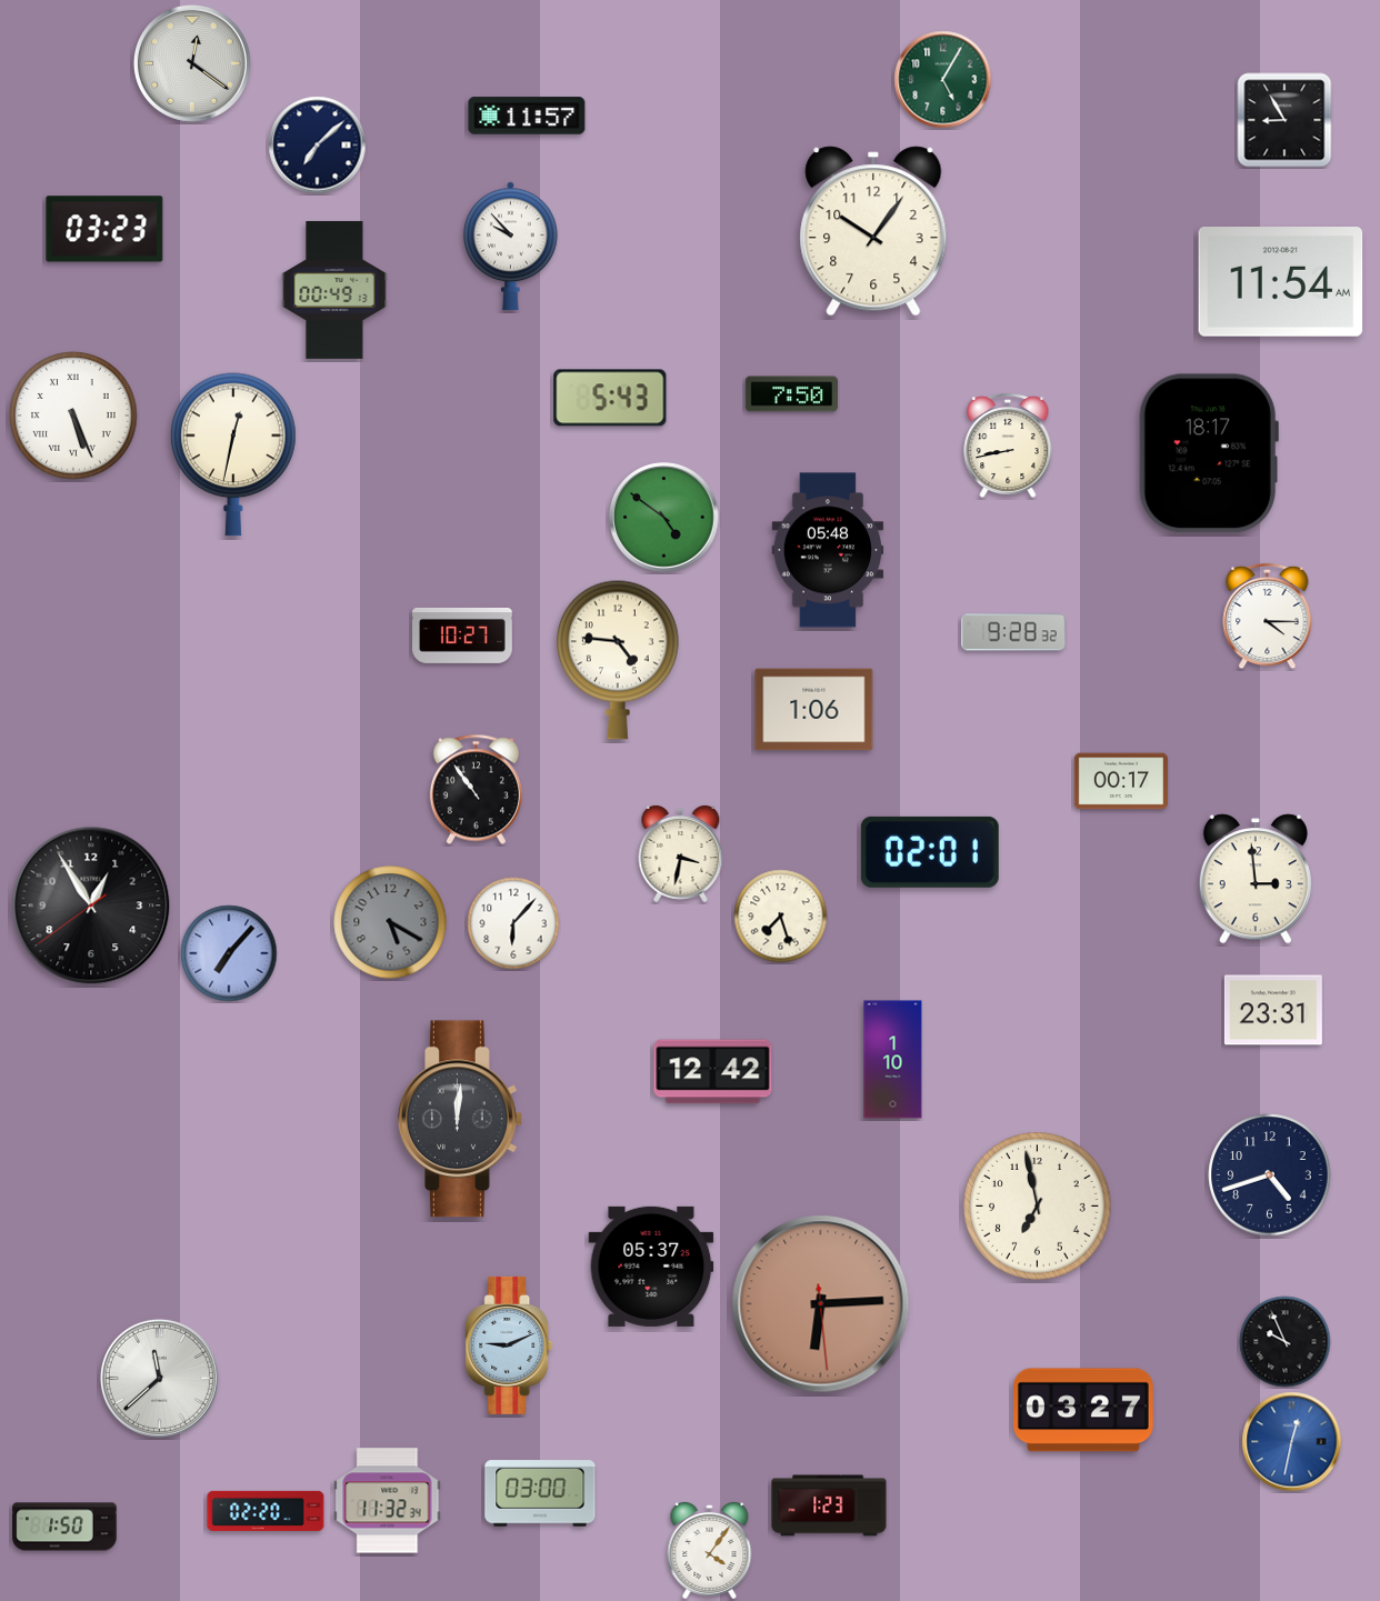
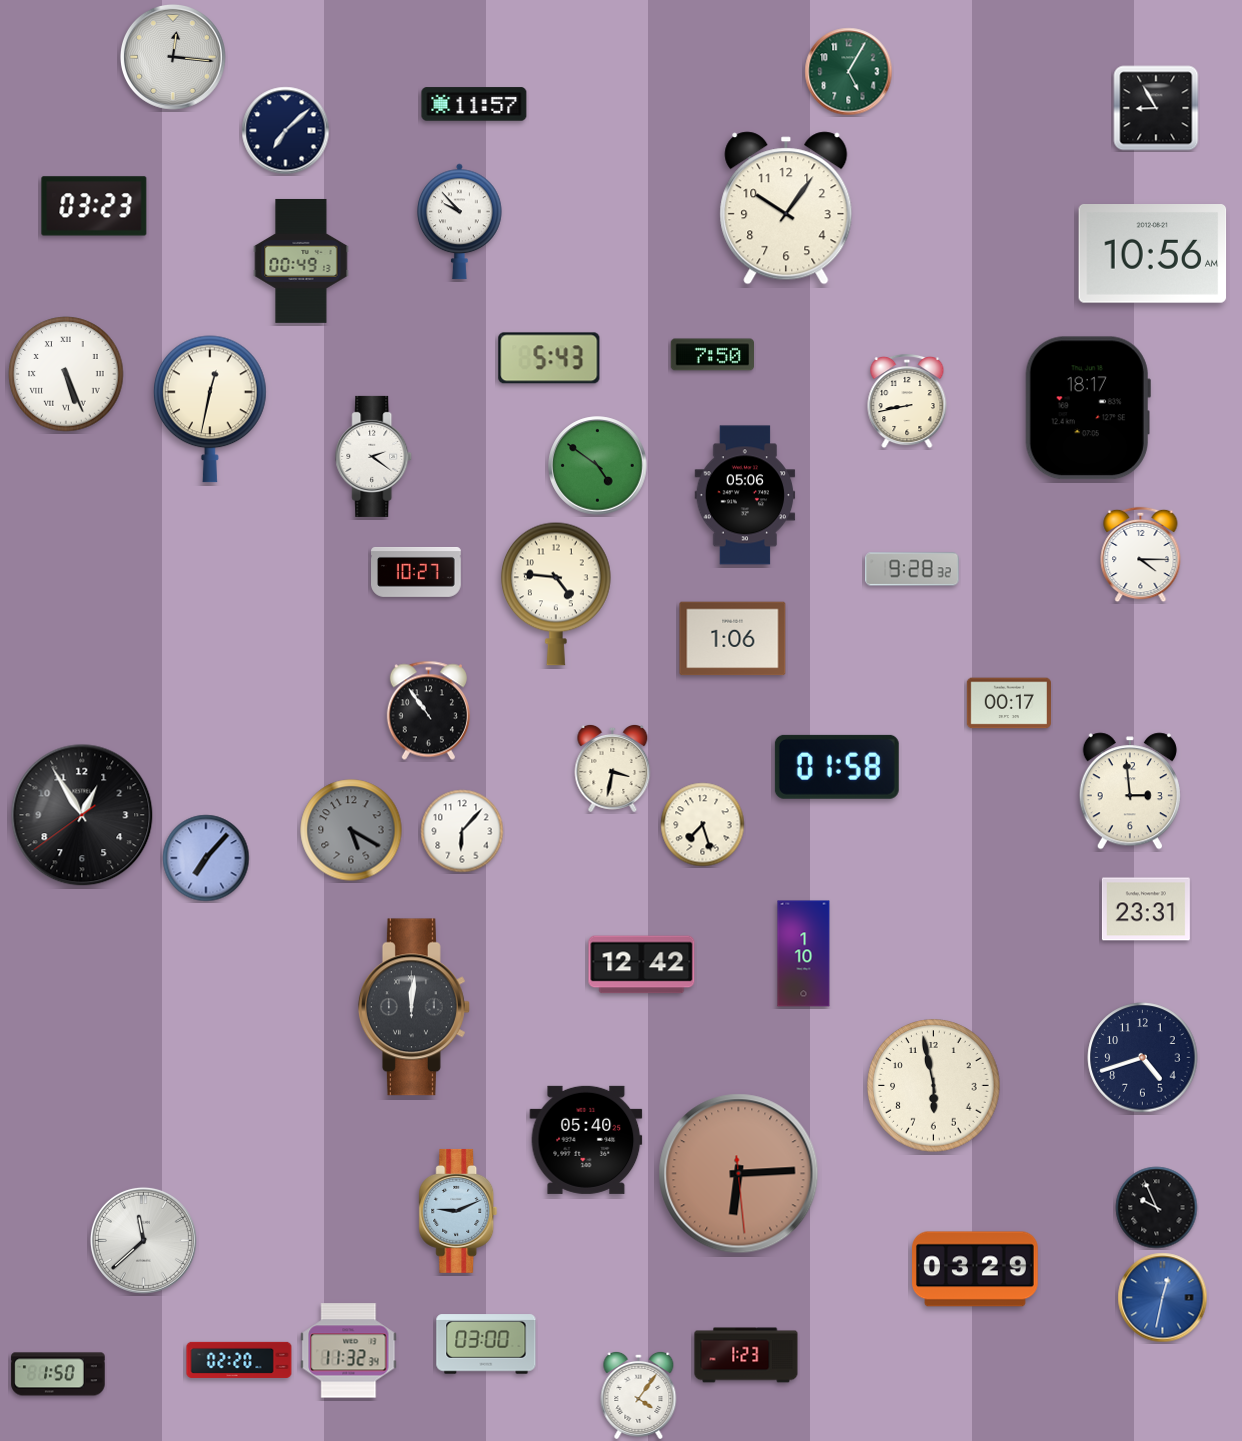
clock at (192, 63): 12:21 -> 12:16
clock at (1281, 282): 11:54 -> 10:56
clock at (374, 456): none -> 2:21
clock at (828, 550): 05:48 -> 05:06
clock at (930, 852): 02:01 -> 01:58
clock at (1038, 1207): 6:58 -> 5:58
clock at (651, 1267): 05:37 -> 05:40
clock at (1084, 1410): 03:27 -> 03:29
